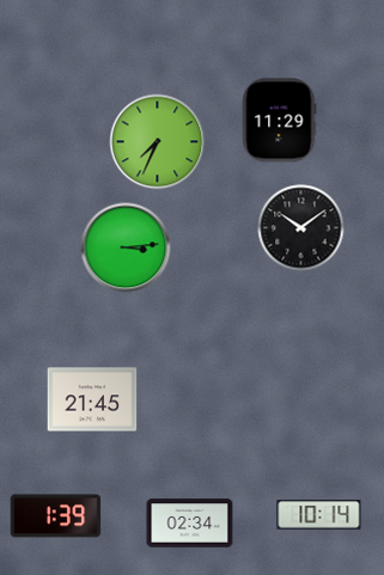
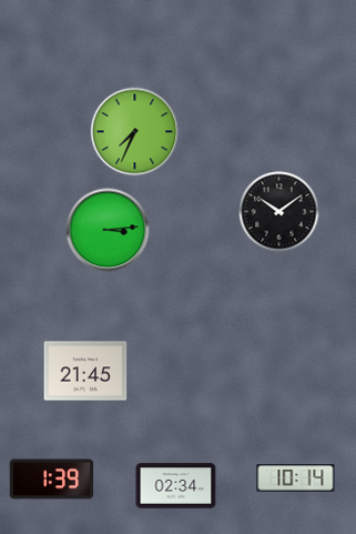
clock at (279, 121): 11:29 -> none
clock at (158, 142) position: (158, 142) -> (135, 132)
clock at (126, 247) position: (126, 247) -> (108, 230)
